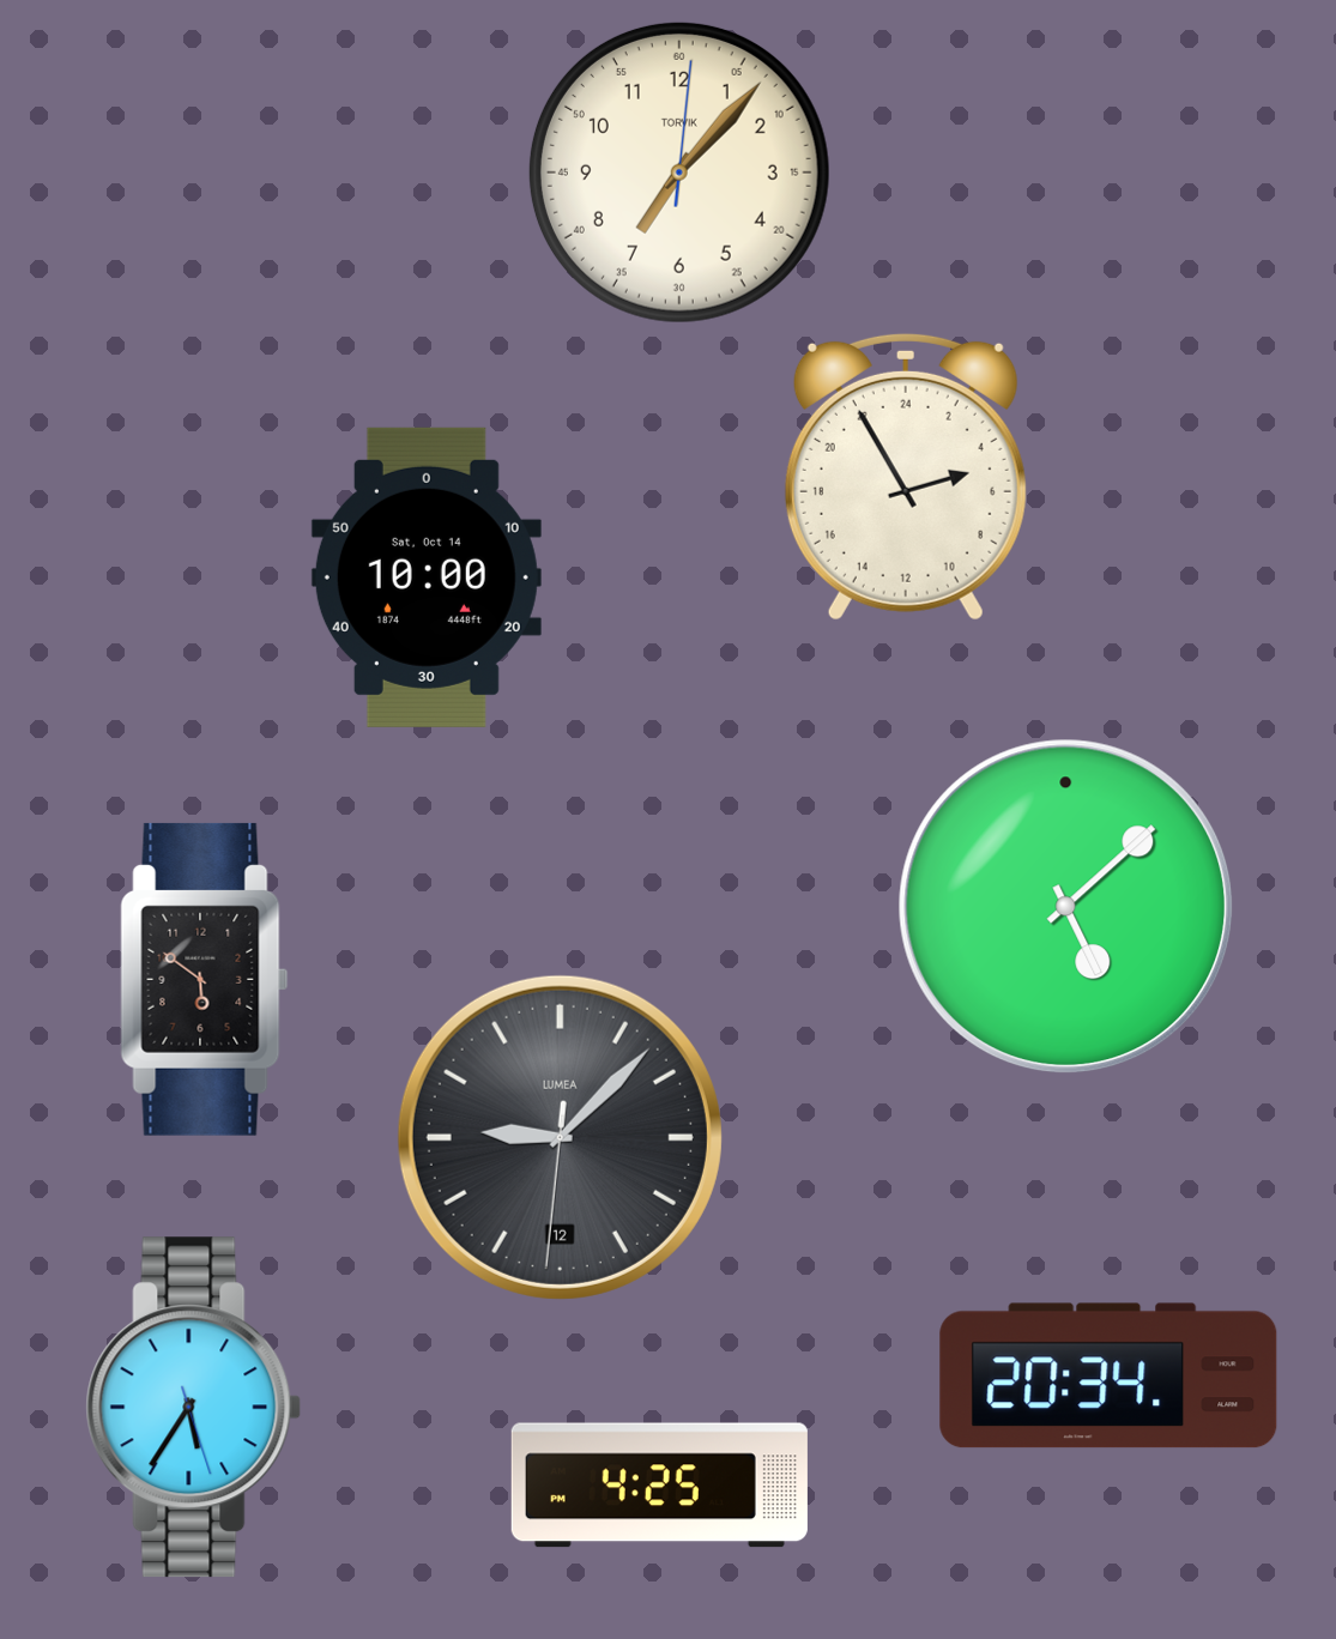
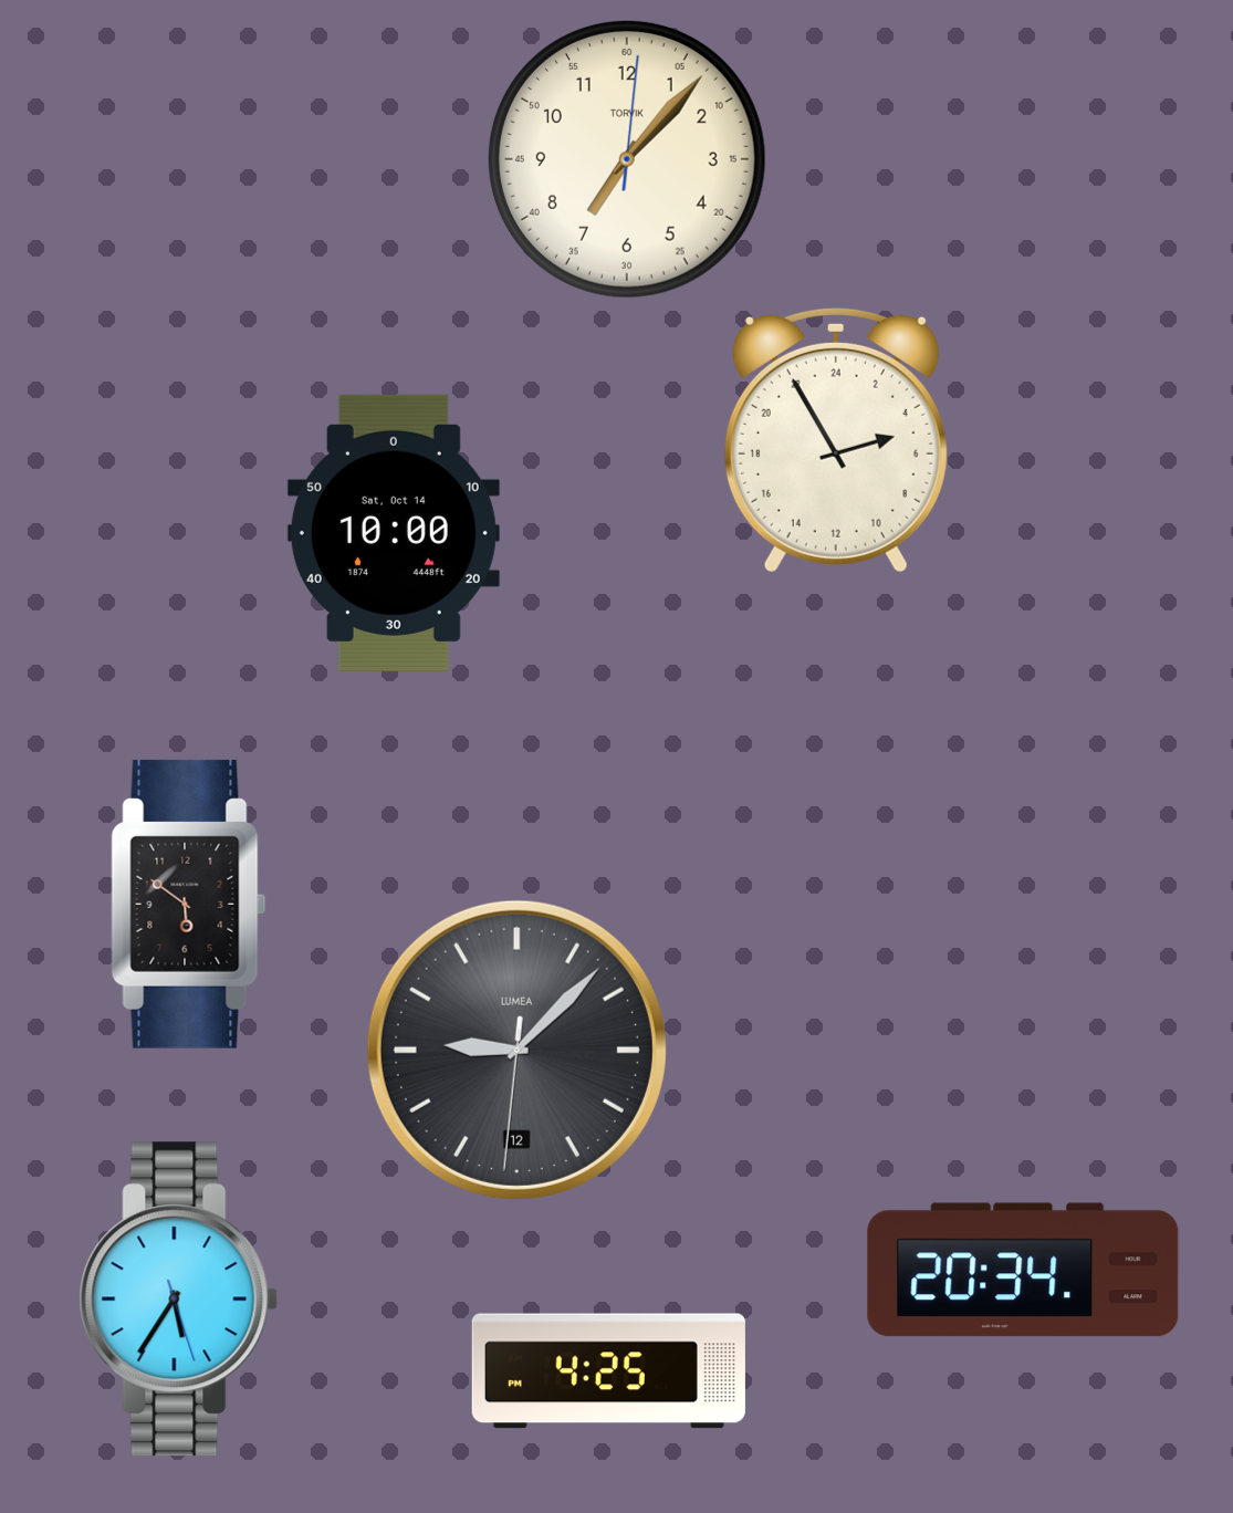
clock at (1066, 907): 5:08 -> none
